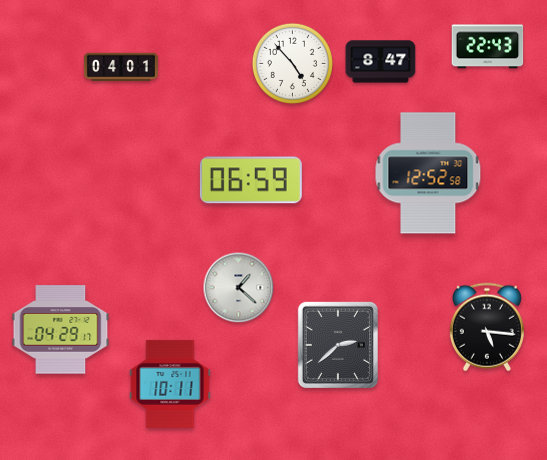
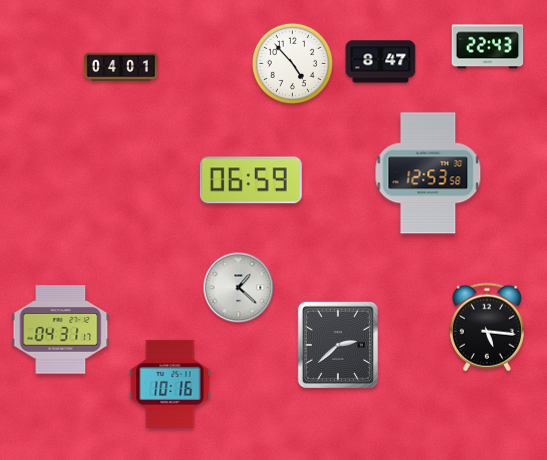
clock at (428, 173): 12:52 -> 12:53
clock at (61, 330): 04:29 -> 04:31
clock at (170, 384): 10:11 -> 10:16
